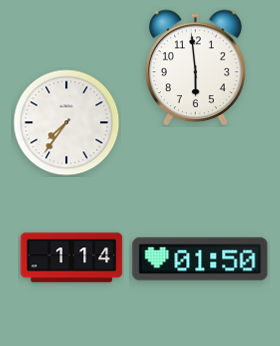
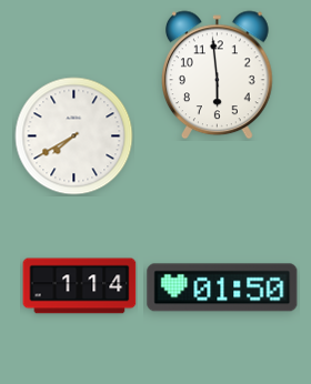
clock at (67, 123): 7:36 -> 7:40
